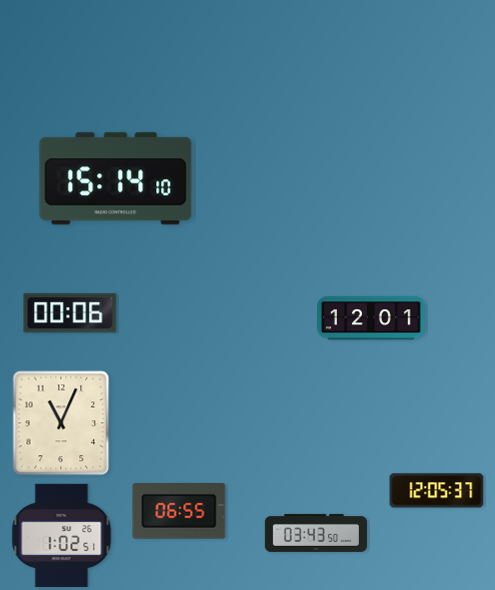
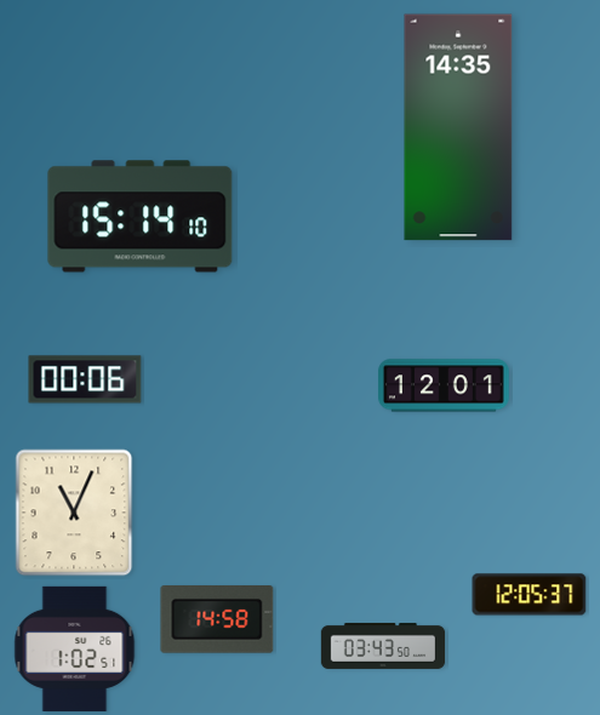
clock at (458, 127): none -> 14:35
clock at (372, 318) position: (372, 318) -> (445, 385)
clock at (179, 512): 06:55 -> 14:58
